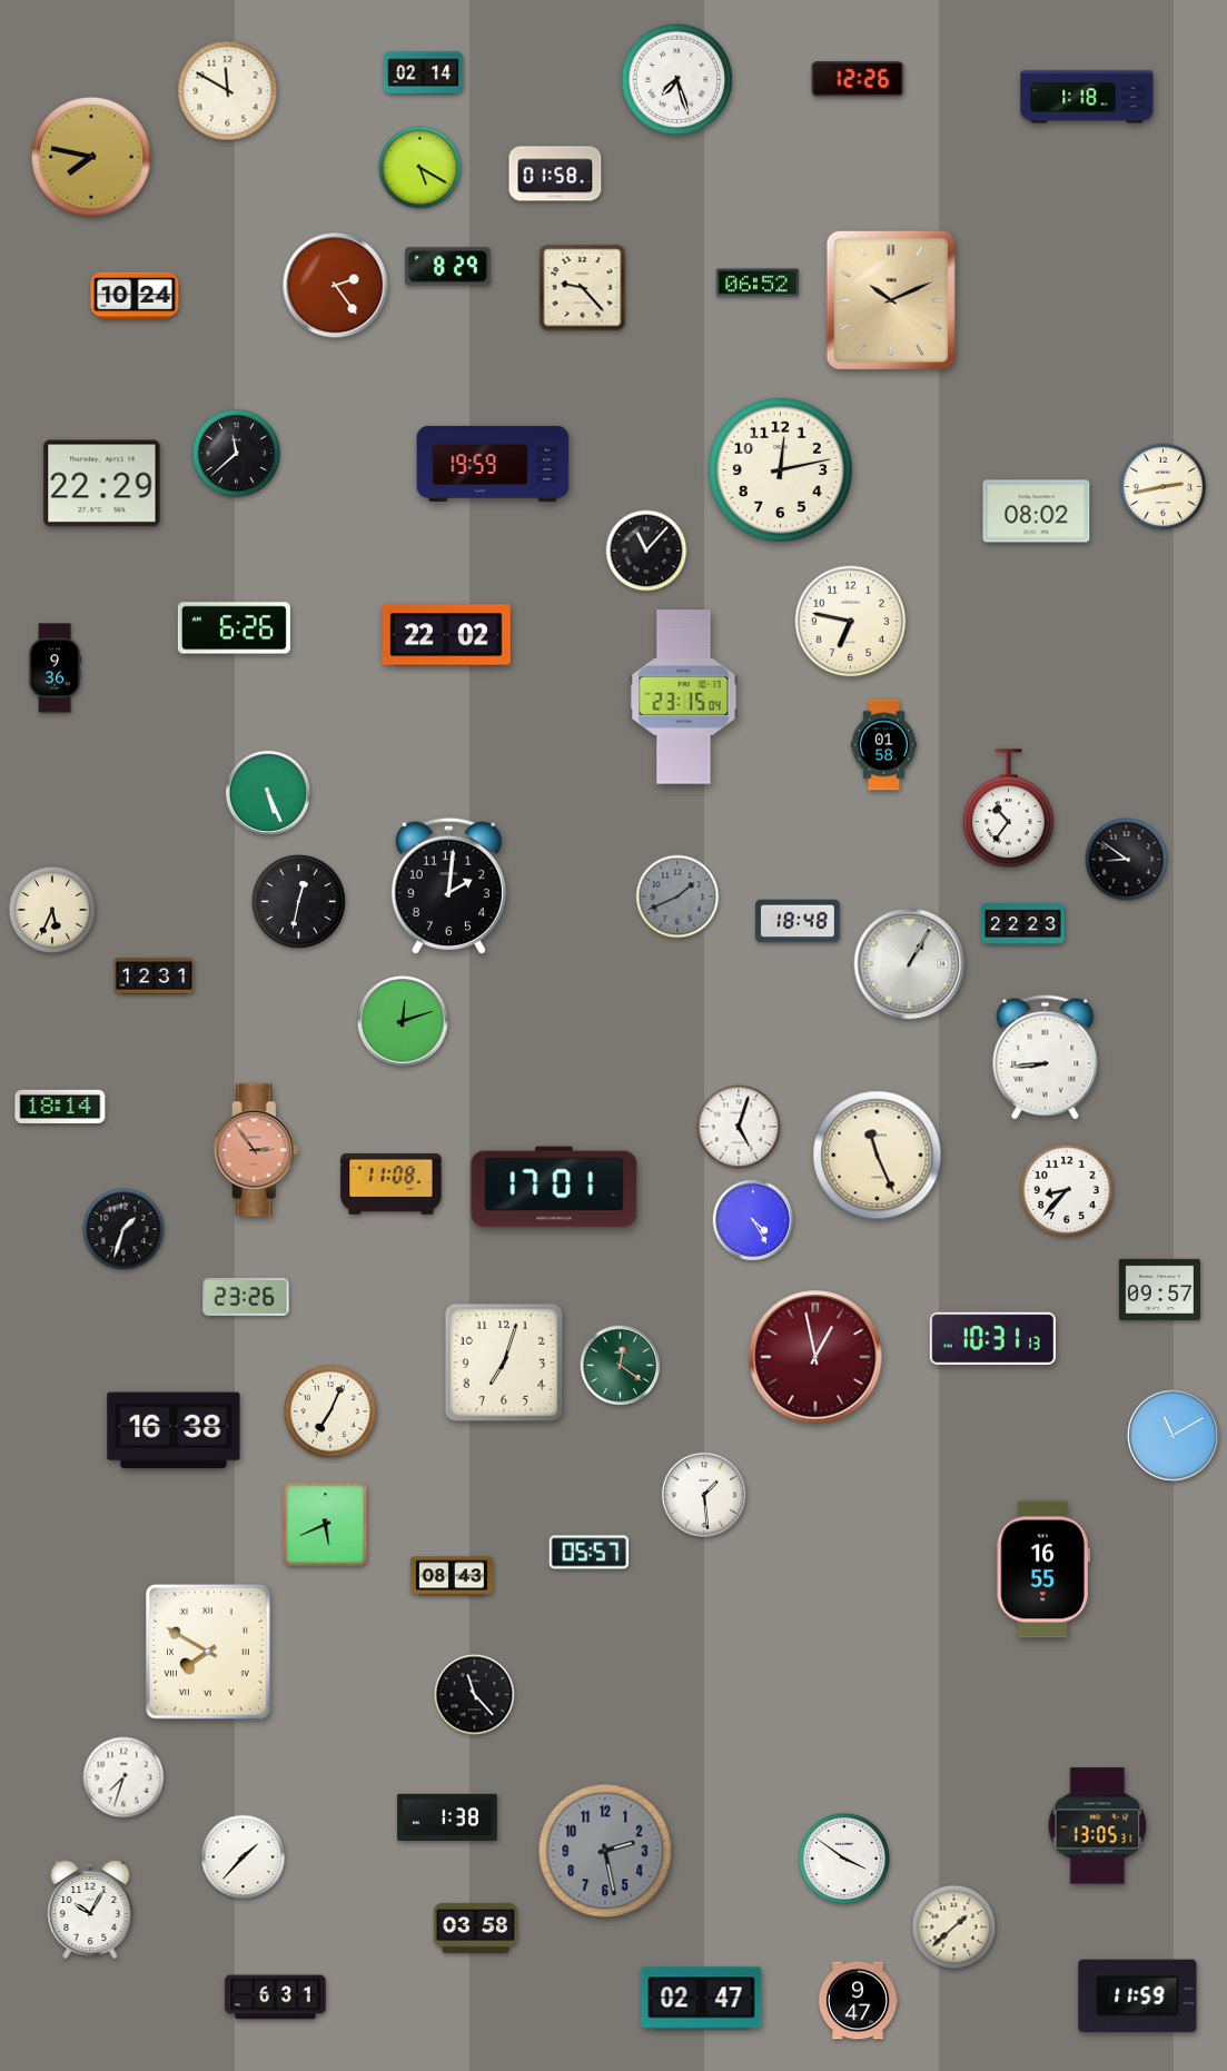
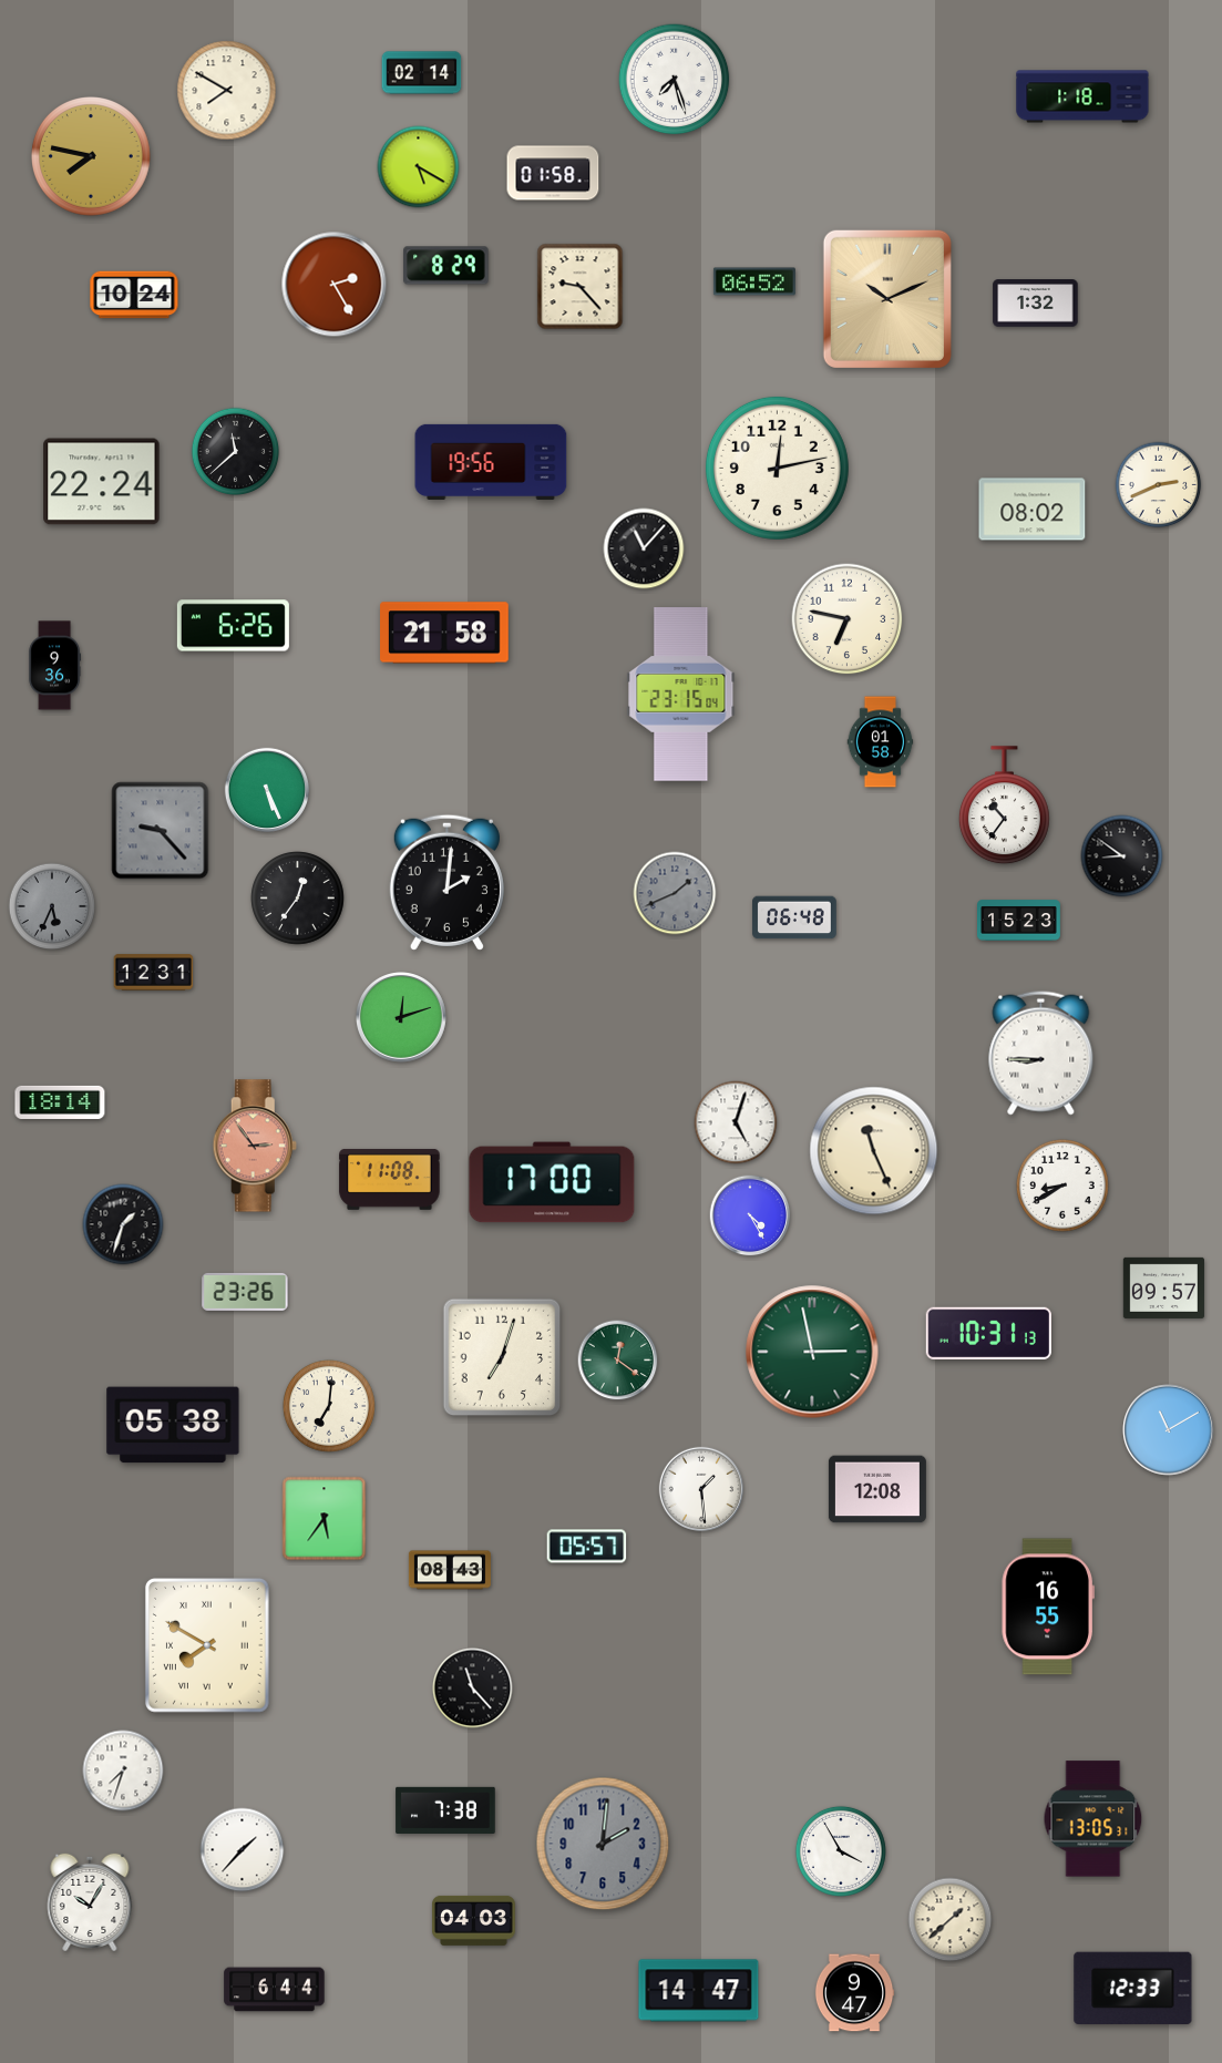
clock at (858, 79): 12:26 -> none
clock at (228, 91): 11:50 -> 7:50
clock at (336, 286): 2:24 -> 2:25
clock at (1036, 304): none -> 1:32
clock at (493, 464): 19:59 -> 19:56
clock at (102, 484): 22:29 -> 22:24
clock at (1164, 487): 2:43 -> 2:41
clock at (447, 635): 22:02 -> 21:58
clock at (161, 831): none -> 9:23
clock at (299, 902): 12:32 -> 12:36
clock at (52, 910) dial: cream -> grey
clock at (798, 921): 18:48 -> 06:48
clock at (1023, 924): 22:23 -> 15:23
clock at (910, 964): 1:05 -> none
clock at (1046, 1058): 8:44 -> 8:45
clock at (554, 1187): 17:01 -> 17:00
clock at (1067, 1190): 8:37 -> 8:40
clock at (1159, 1289) position: (1159, 1289) -> (1163, 1287)
clock at (815, 1357): 12:58 -> 2:58
clock at (815, 1357) dial: burgundy -> green
clock at (330, 1411): 7:04 -> 7:01
clock at (174, 1430): 16:38 -> 05:38
clock at (877, 1489): none -> 12:08
clock at (326, 1525): 5:41 -> 5:36
clock at (1043, 1569) position: (1043, 1569) -> (1048, 1607)
clock at (447, 1816): 1:38 -> 7:38
clock at (605, 1851): 2:28 -> 2:01
clock at (844, 1859): 3:51 -> 3:55
clock at (475, 1928): 03:58 -> 04:03
clock at (1138, 1996): 11:59 -> 12:33
clock at (276, 1998): 6:31 -> 6:44
clock at (702, 1999): 02:47 -> 14:47
